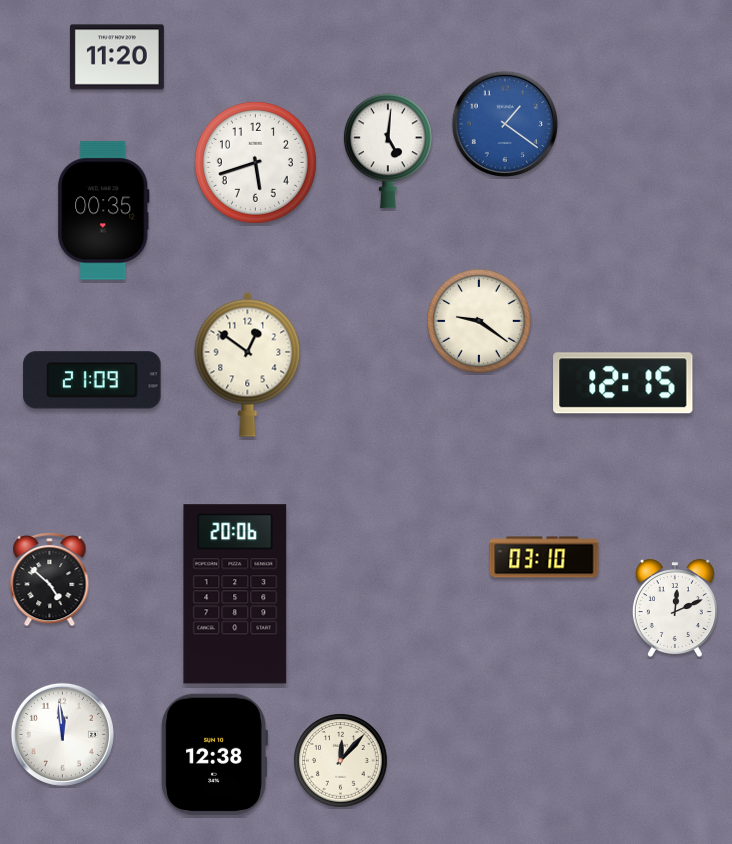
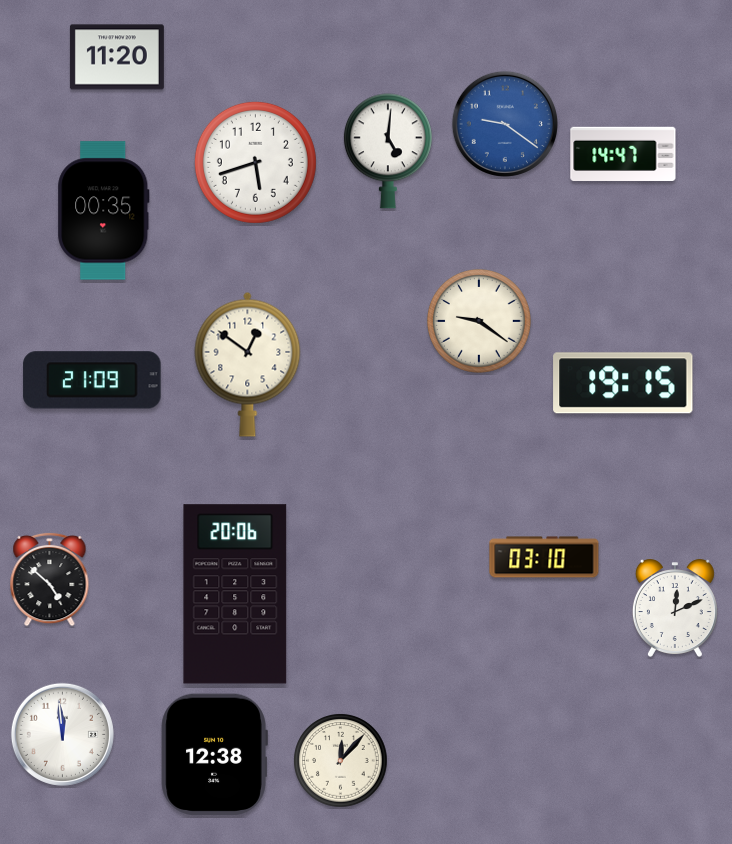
clock at (505, 124): 1:21 -> 9:21
clock at (623, 153): none -> 14:47
clock at (623, 383): 12:15 -> 19:15
